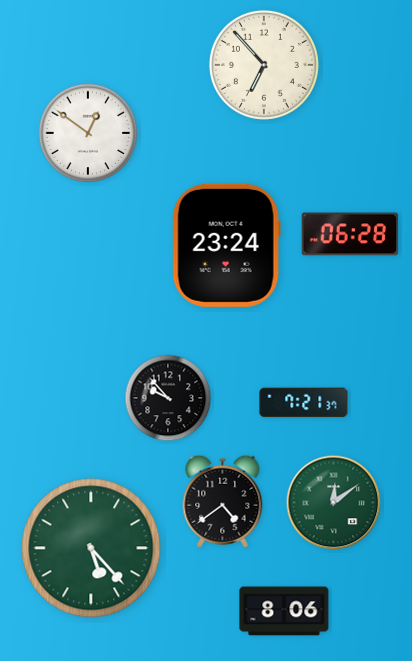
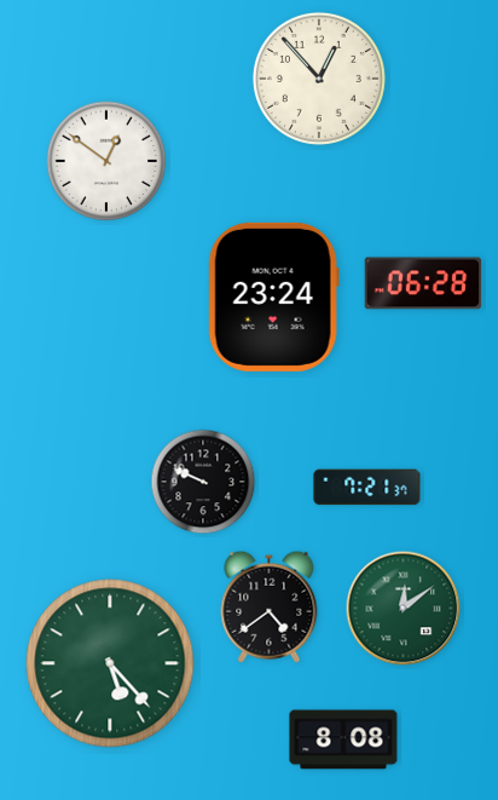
clock at (264, 65): 6:53 -> 12:53
clock at (168, 398): 9:53 -> 9:49
clock at (284, 611): 8:06 -> 8:08
